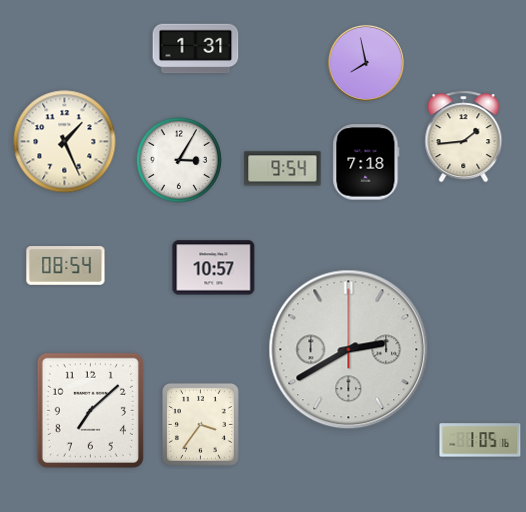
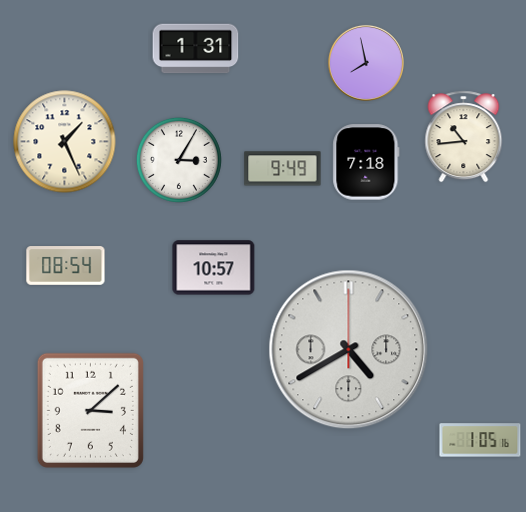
clock at (464, 137): 1:44 -> 10:44
clock at (283, 169): 9:54 -> 9:49
clock at (349, 350): 2:40 -> 4:40
clock at (90, 410): 7:08 -> 3:08
clock at (200, 424): 3:36 -> none
